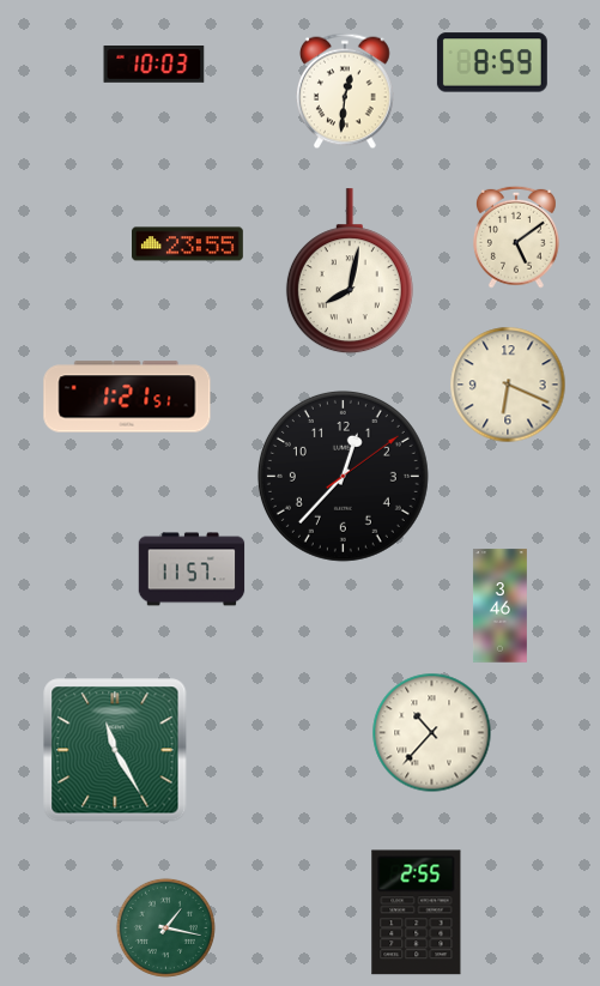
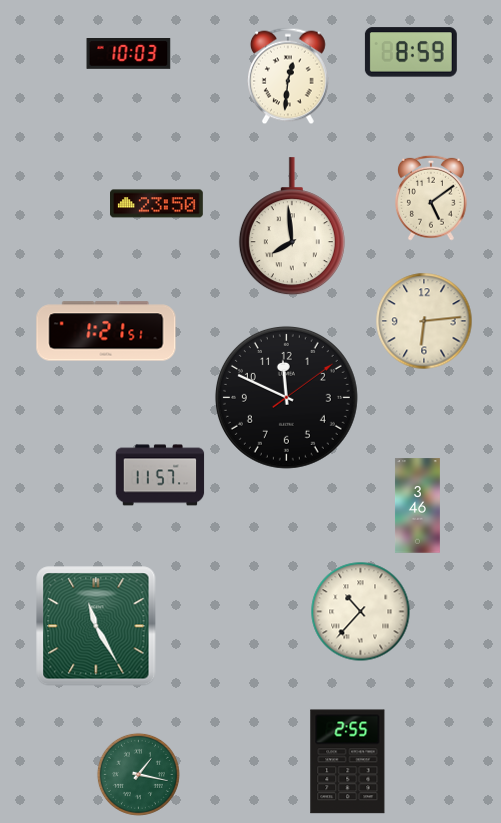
clock at (188, 244): 23:55 -> 23:50
clock at (350, 272): 8:02 -> 7:59
clock at (508, 385): 6:19 -> 6:14
clock at (343, 476): 12:37 -> 11:49
